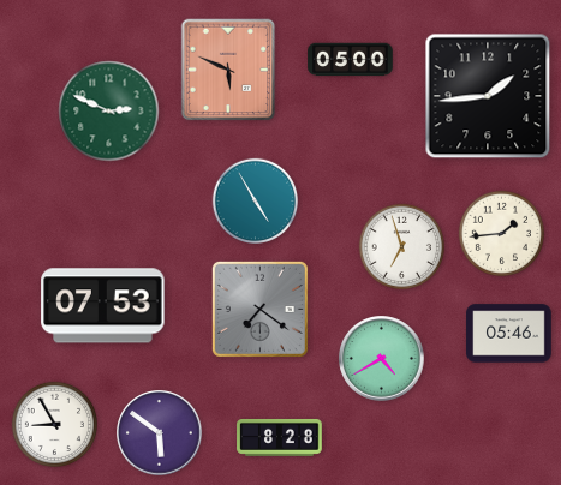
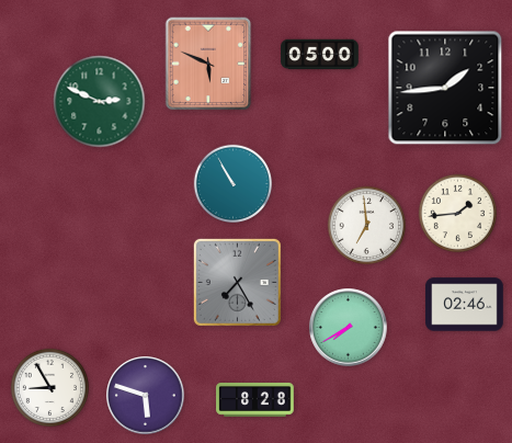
clock at (255, 200): 4:55 -> 10:55
clock at (401, 246): 6:57 -> 6:59
clock at (103, 306): 07:53 -> none
clock at (259, 309): 7:21 -> 7:25
clock at (509, 334): 05:46 -> 02:46
clock at (382, 359): 4:40 -> 7:40
clock at (160, 433): 5:51 -> 5:48
